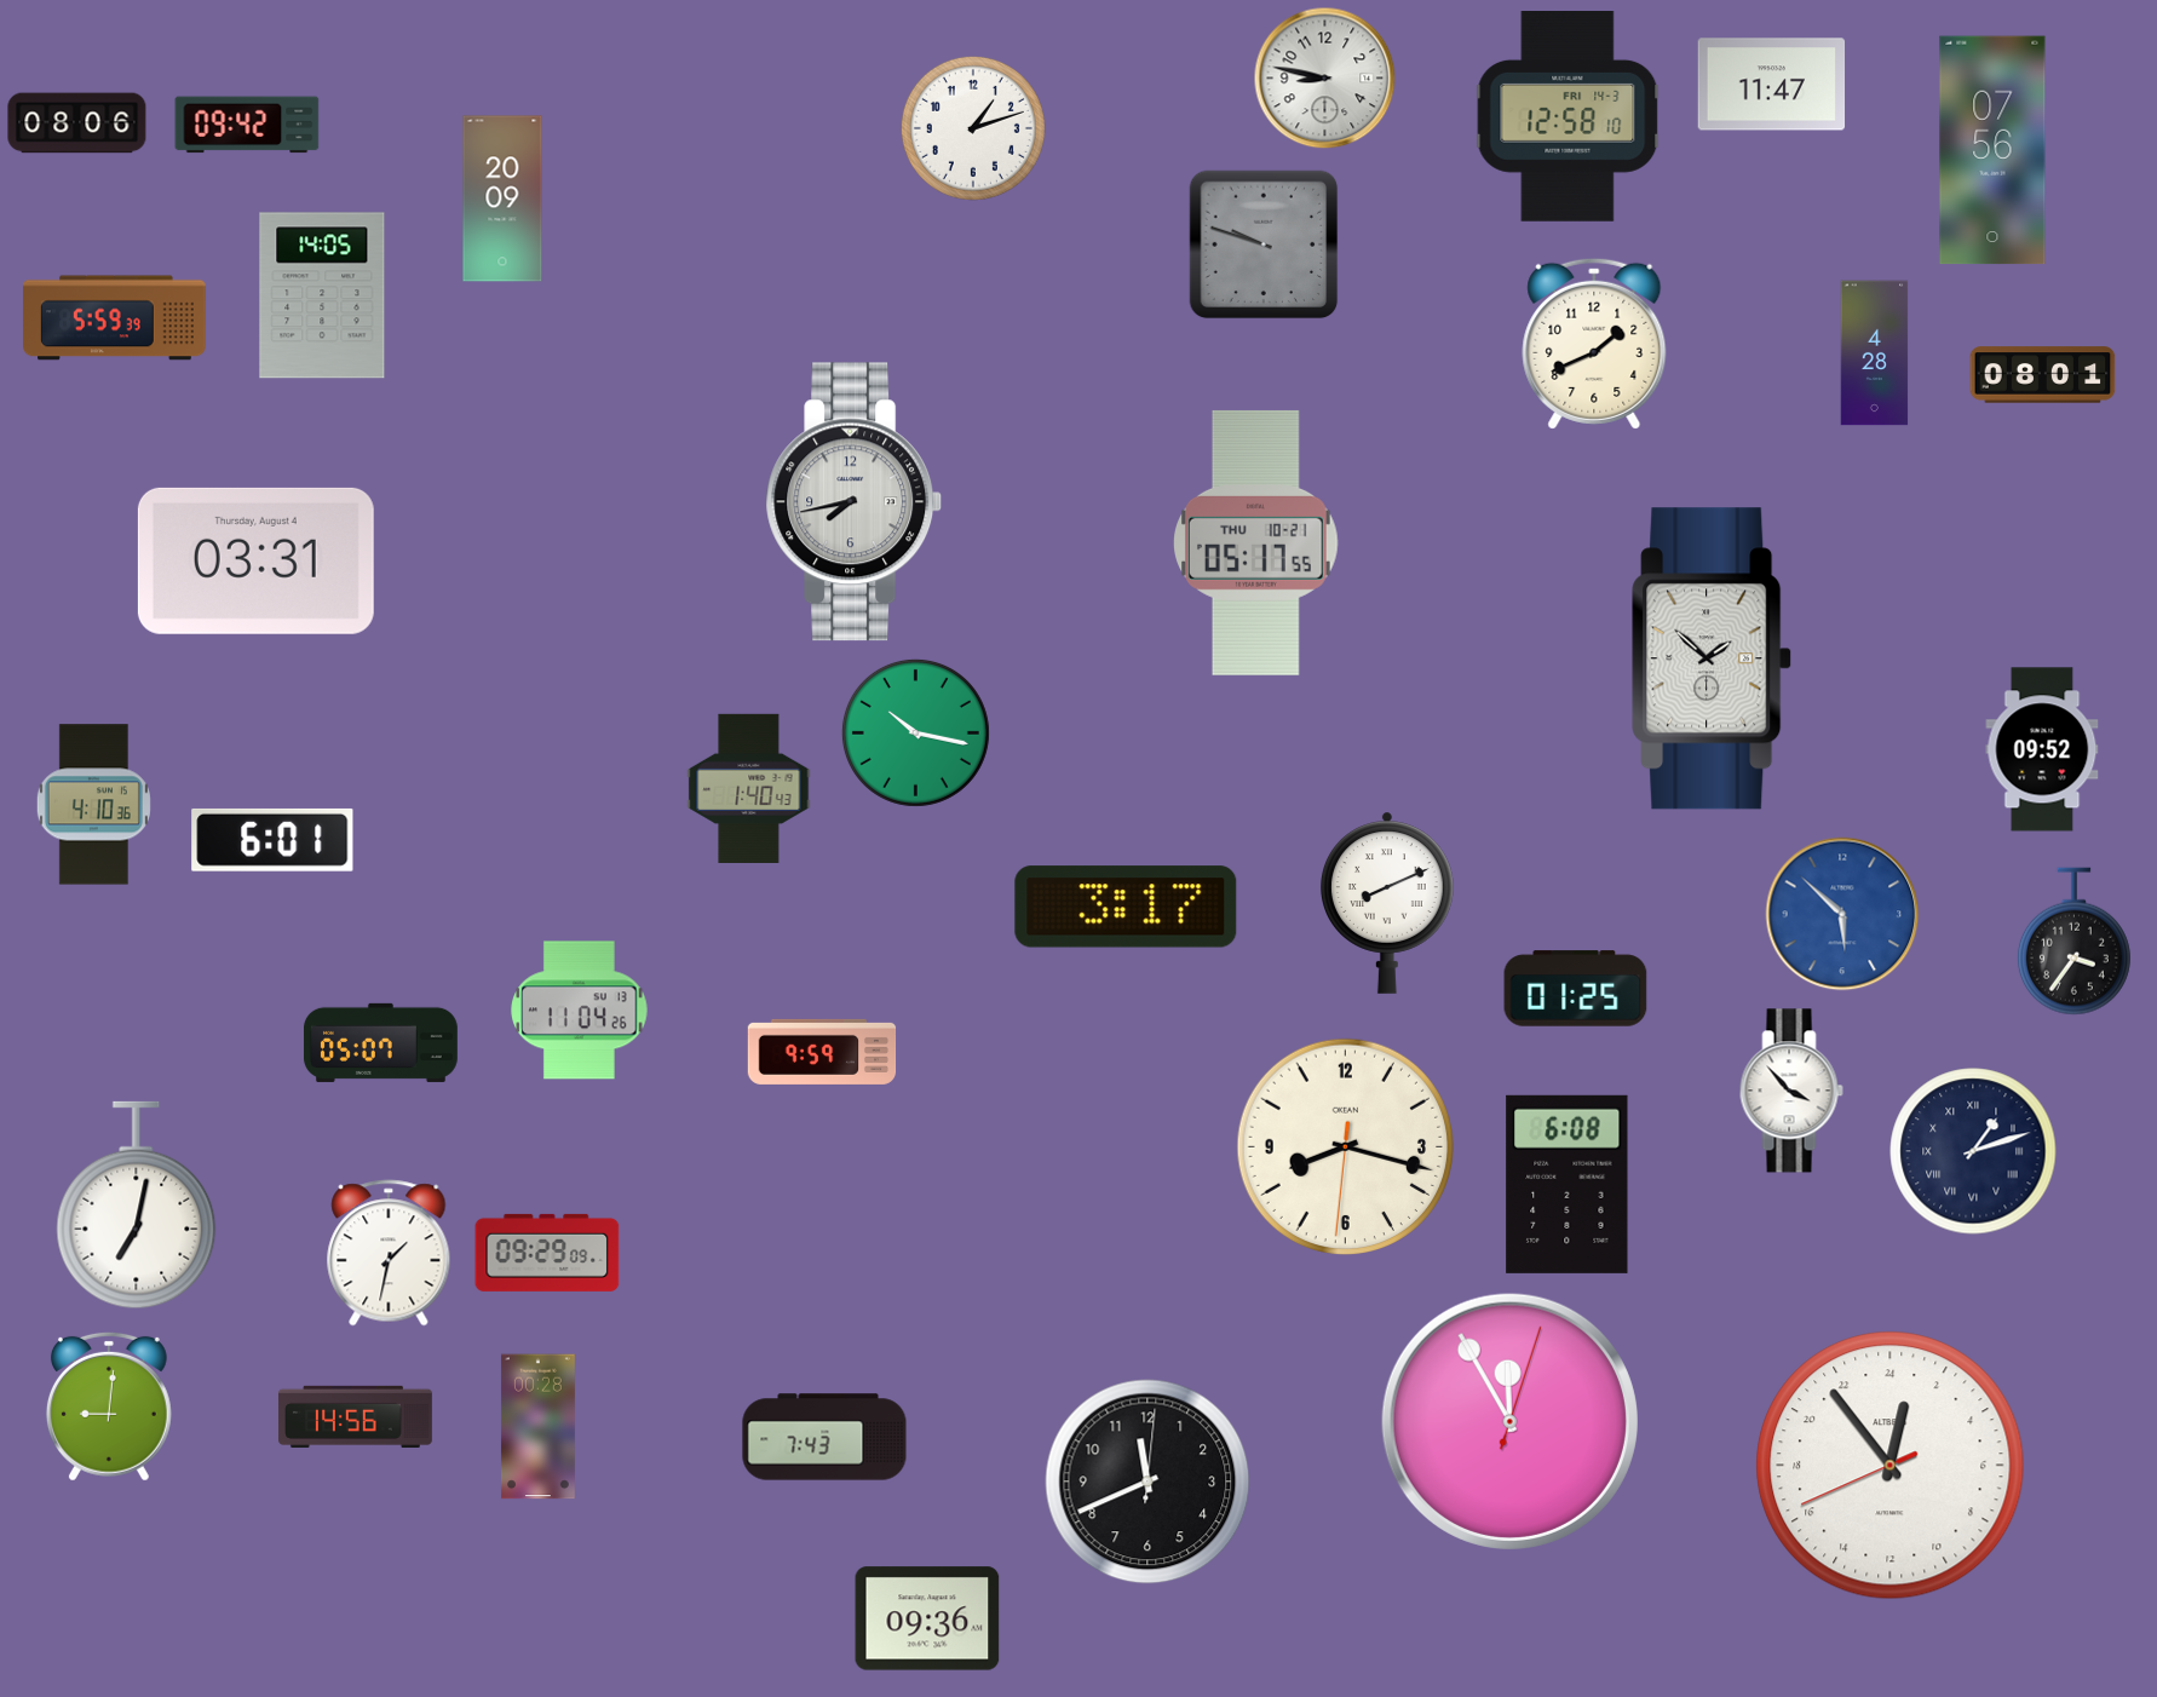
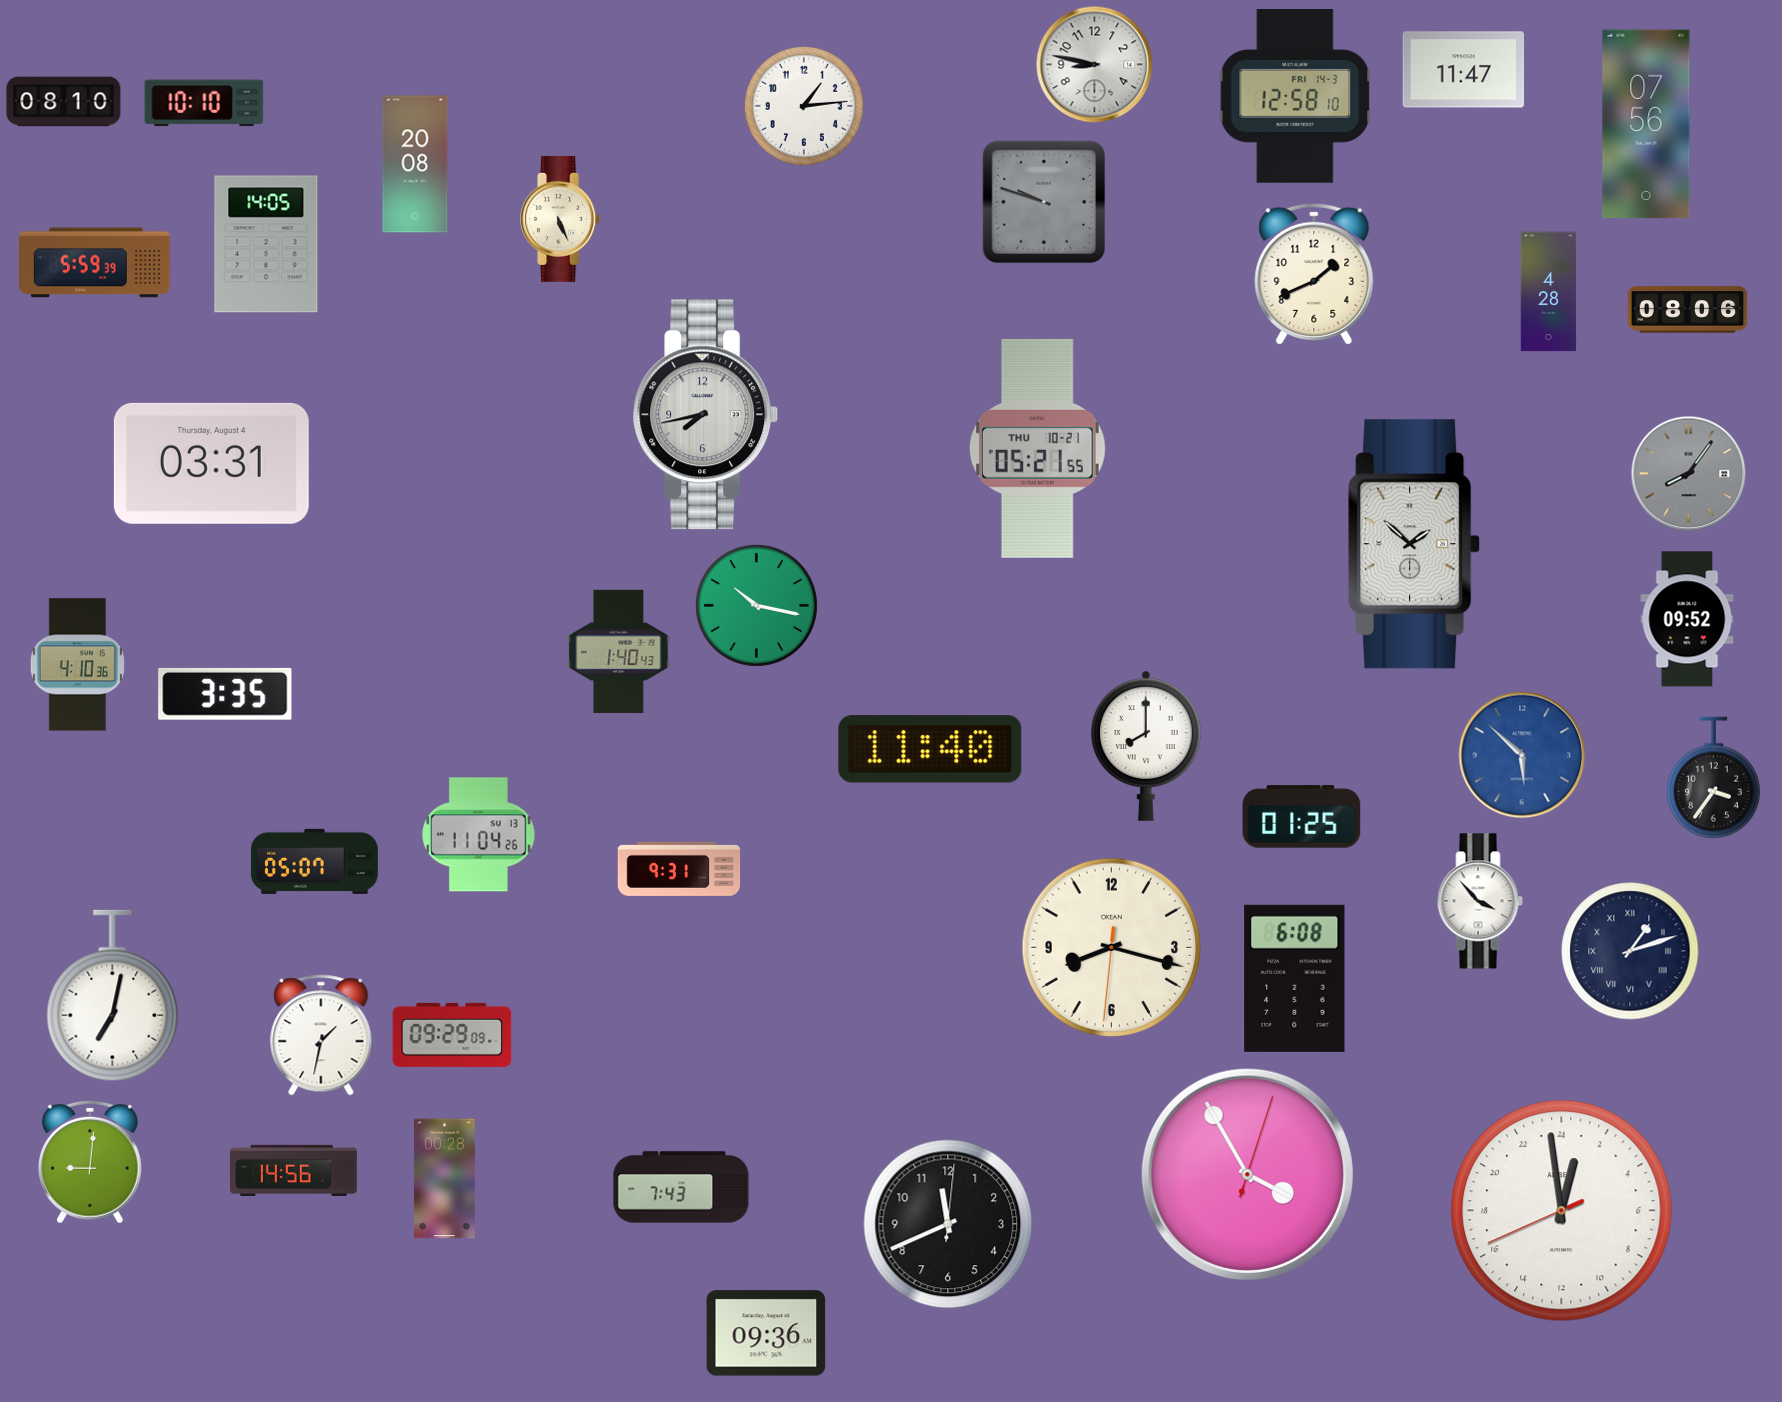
clock at (77, 123): 08:06 -> 08:10
clock at (247, 125): 09:42 -> 10:10
clock at (973, 128): 1:12 -> 1:14
clock at (502, 199): 20:09 -> 20:08
clock at (561, 219): none -> 5:26
clock at (1594, 344) position: (1594, 344) -> (1314, 274)
clock at (2043, 375): 08:01 -> 08:06
clock at (1256, 542): 05:17 -> 05:21
clock at (1689, 474): none -> 8:06
clock at (272, 840): 6:01 -> 3:35
clock at (1388, 903): 8:11 -> 8:00
clock at (1126, 907): 3:17 -> 11:40
clock at (822, 1052): 9:59 -> 9:31
clock at (1509, 1421): 11:55 -> 3:55
clock at (1891, 1466): 0:53 -> 0:58
clock at (927, 1618) position: (927, 1618) -> (766, 1333)
